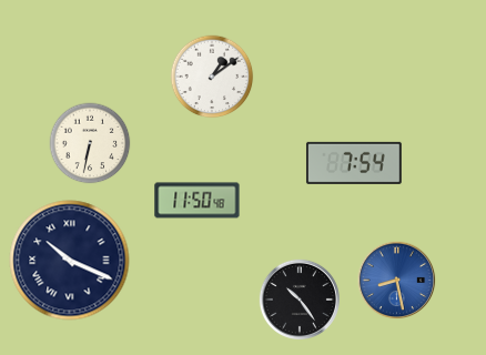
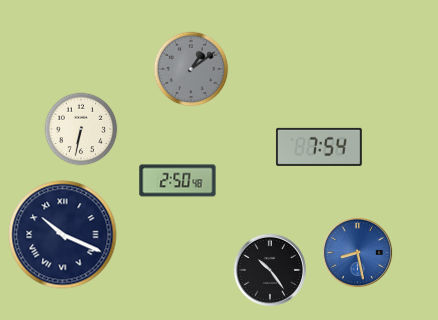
clock at (212, 77) dial: white -> grey
clock at (198, 201): 11:50 -> 2:50
